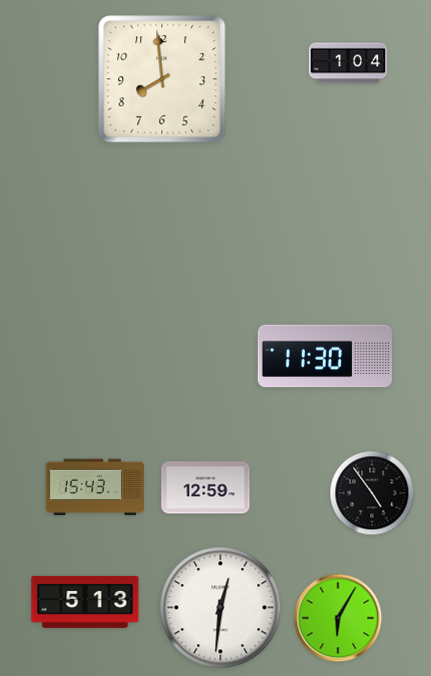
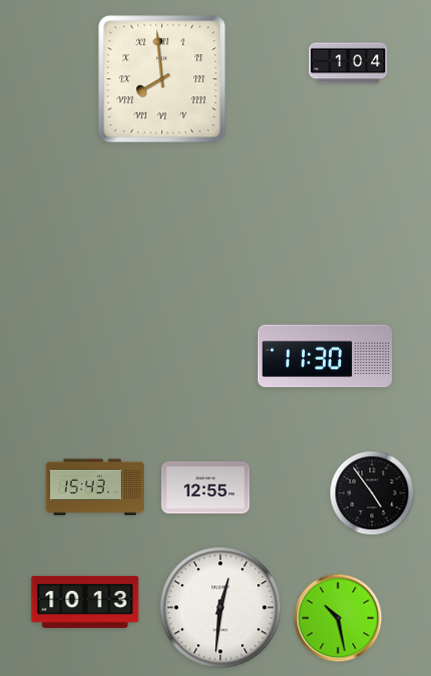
clock at (162, 79) numerals: Arabic -> Roman
clock at (206, 488): 12:59 -> 12:55
clock at (85, 602): 5:13 -> 10:13
clock at (338, 618): 6:05 -> 10:28
